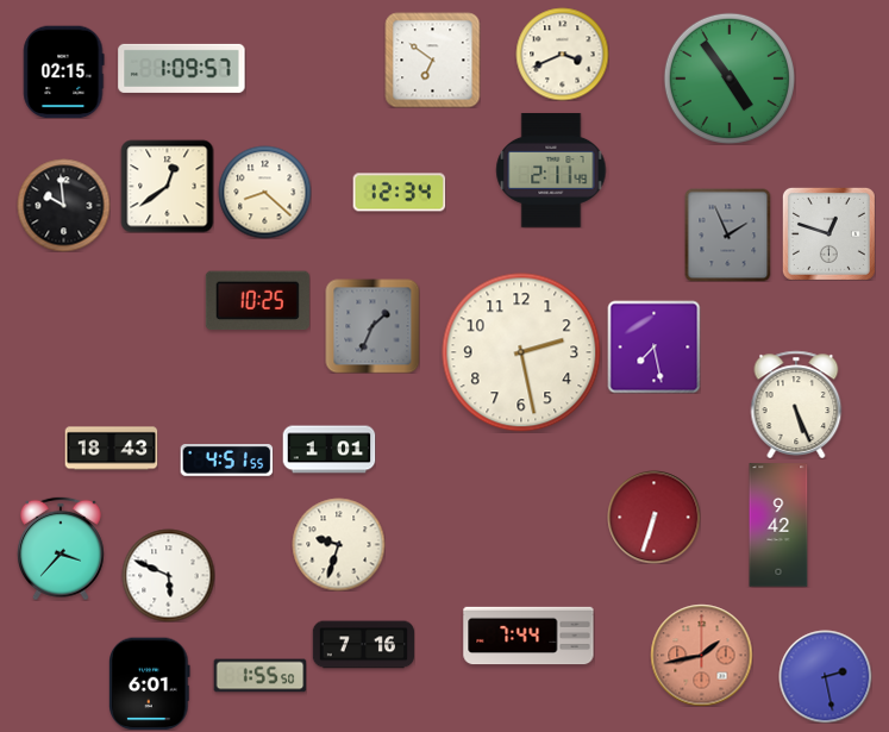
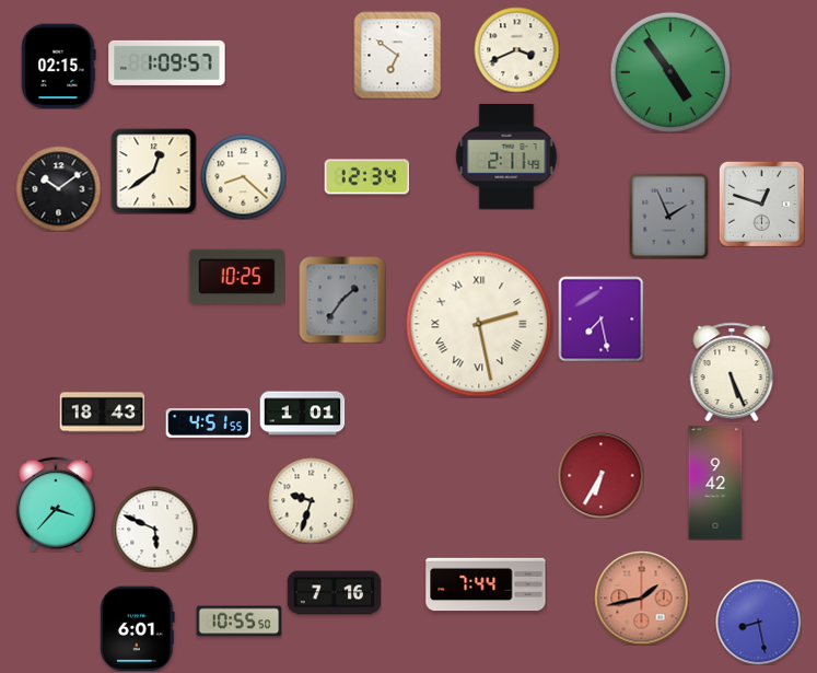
clock at (63, 205): 9:59 -> 10:09
clock at (828, 233) position: (828, 233) -> (761, 204)
clock at (372, 326): 1:34 -> 1:36
clock at (521, 352) numerals: Arabic -> Roman
clock at (653, 517): 6:33 -> 6:35
clock at (701, 655) position: (701, 655) -> (641, 597)
clock at (259, 676): 1:55 -> 10:55
clock at (825, 676): 2:28 -> 8:28
